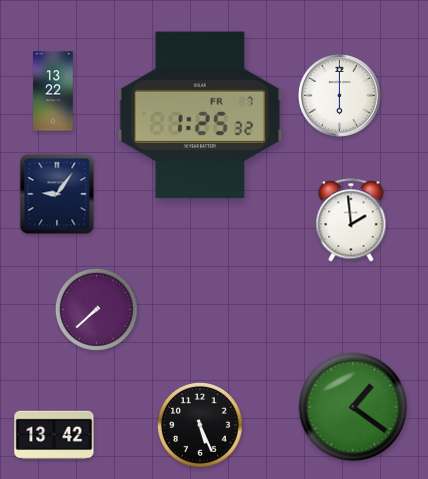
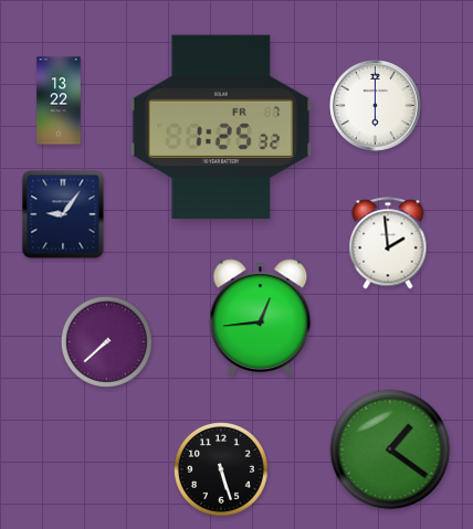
clock at (261, 317): none -> 12:44
clock at (201, 426): 5:26 -> 5:27
clock at (54, 434): 13:42 -> none
